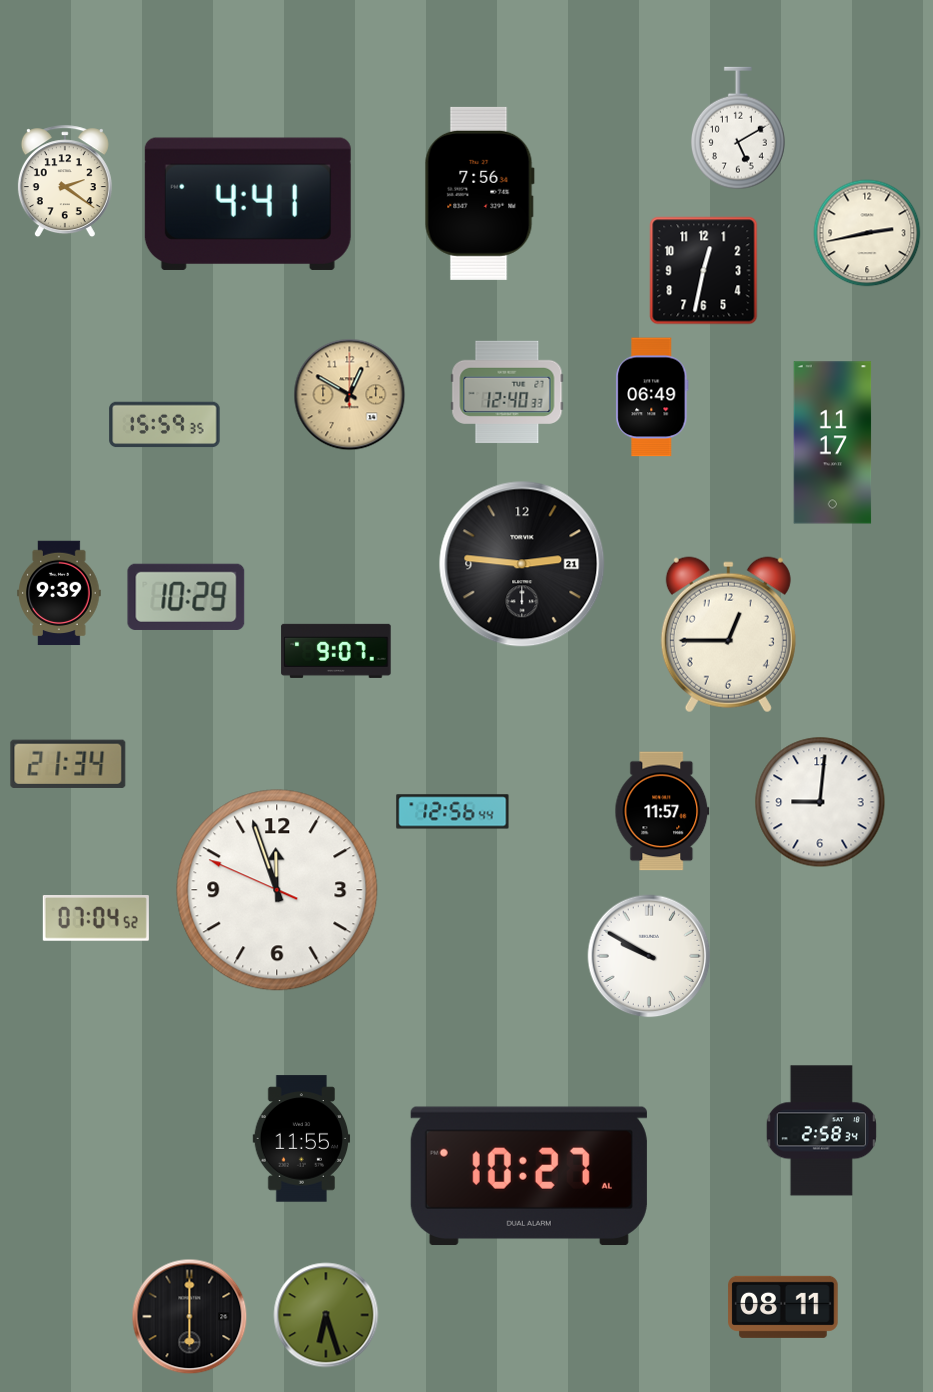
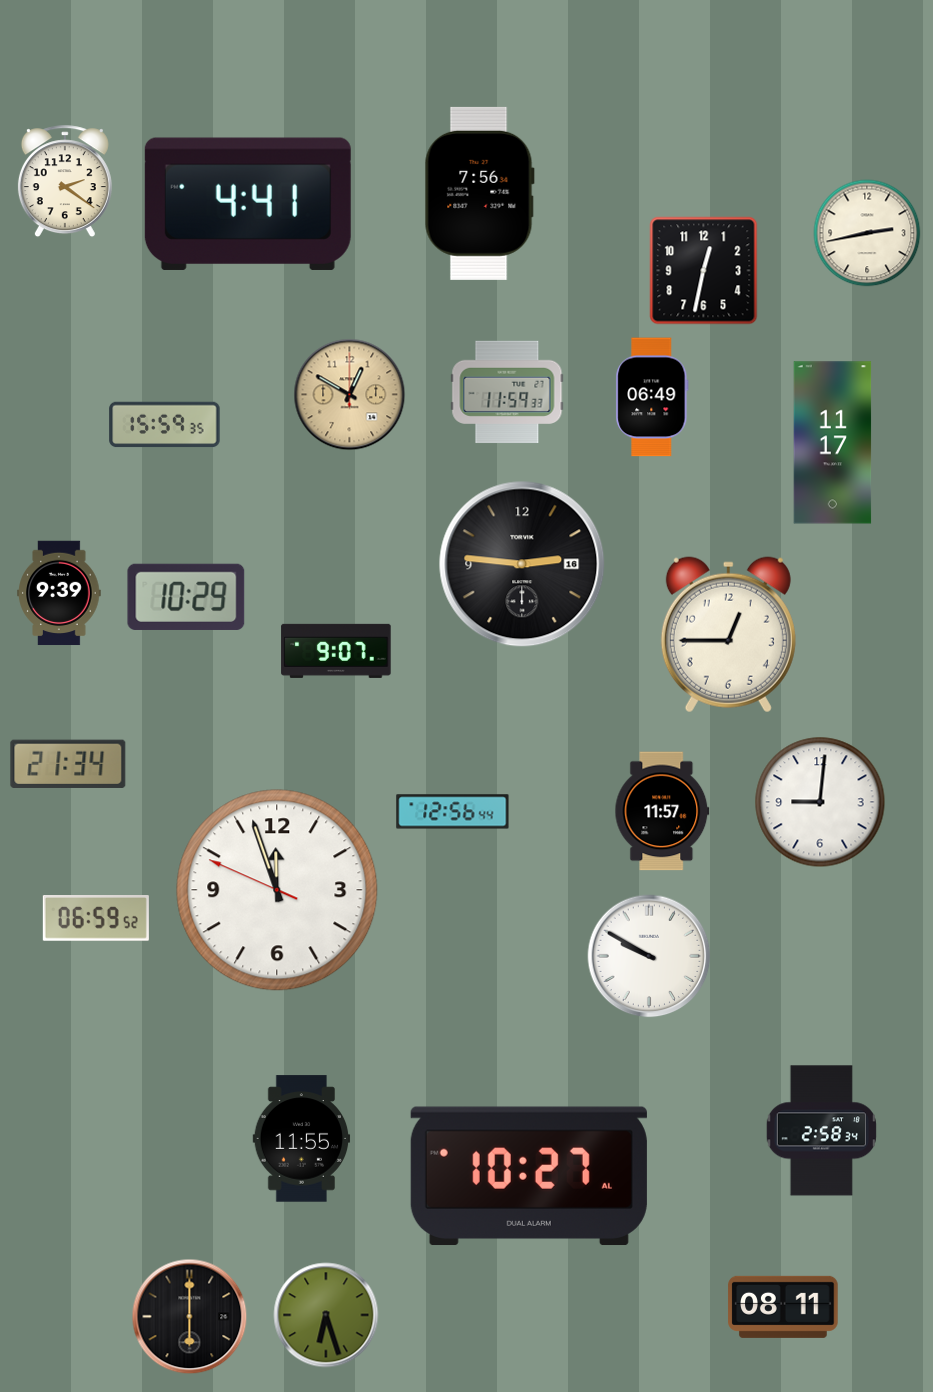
clock at (738, 128): 5:10 -> none
clock at (507, 392): 12:40 -> 11:59
clock at (522, 564) date: 21 -> 16
clock at (96, 919): 07:04 -> 06:59
